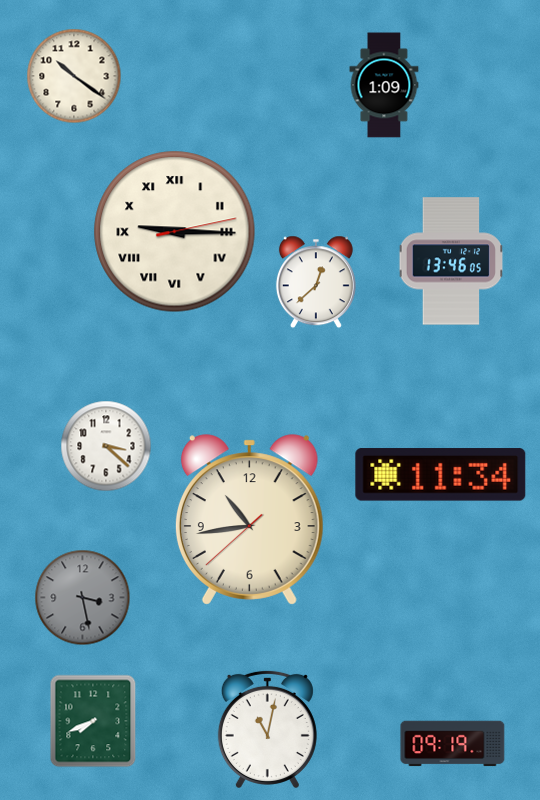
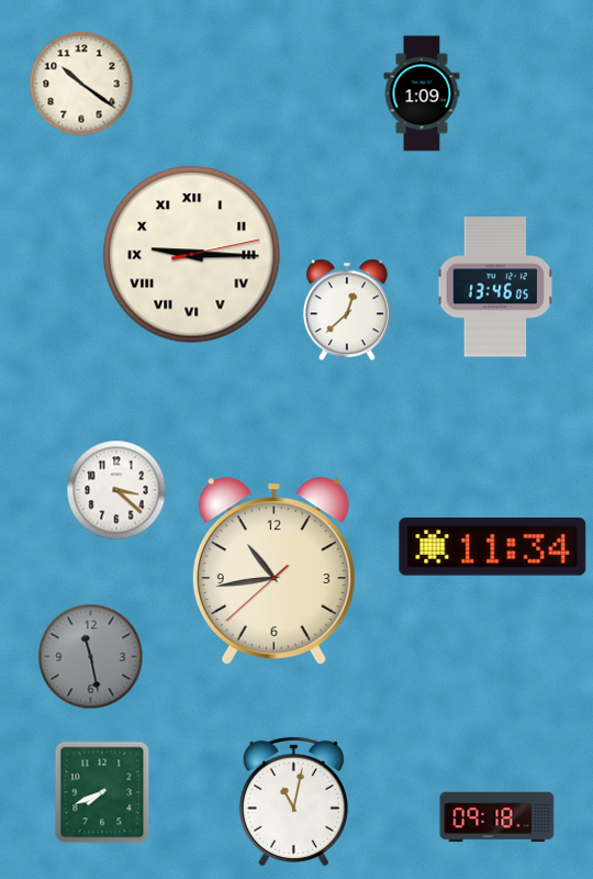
clock at (441, 475) position: (441, 475) -> (493, 547)
clock at (83, 598): 3:28 -> 11:28
clock at (453, 744): 09:19 -> 09:18
